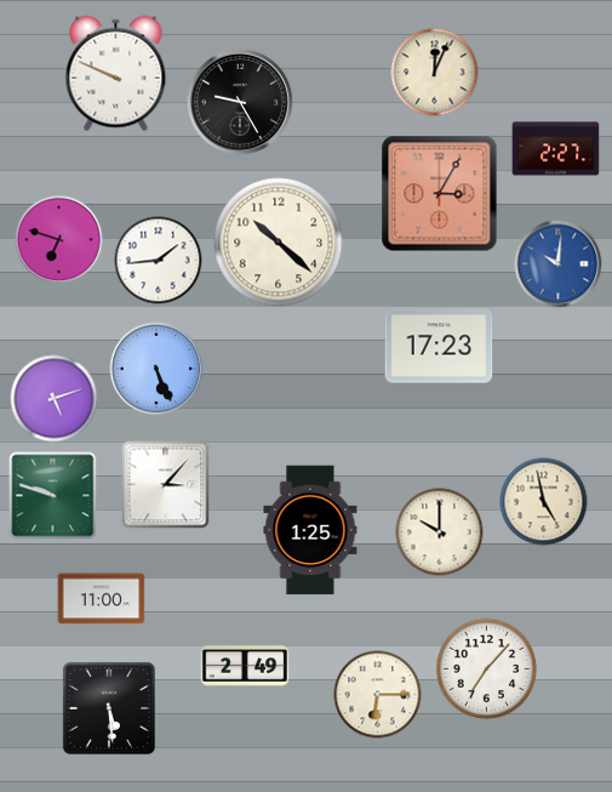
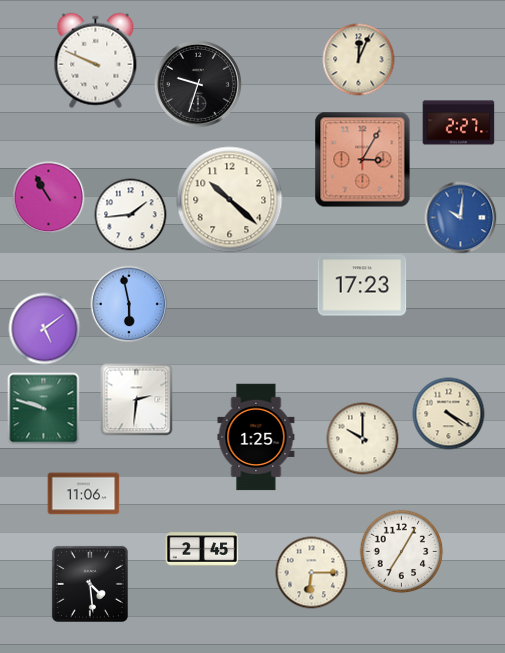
clock at (240, 102): 9:25 -> 9:33
clock at (59, 240): 6:48 -> 10:55
clock at (156, 369): 5:26 -> 5:58
clock at (55, 399): 5:12 -> 5:09
clock at (166, 485): 3:07 -> 2:31
clock at (544, 502): 4:58 -> 4:20
clock at (102, 599): 11:00 -> 11:06
clock at (245, 666): 2:49 -> 2:45
clock at (487, 670): 7:07 -> 7:05
clock at (109, 708): 5:29 -> 4:29
